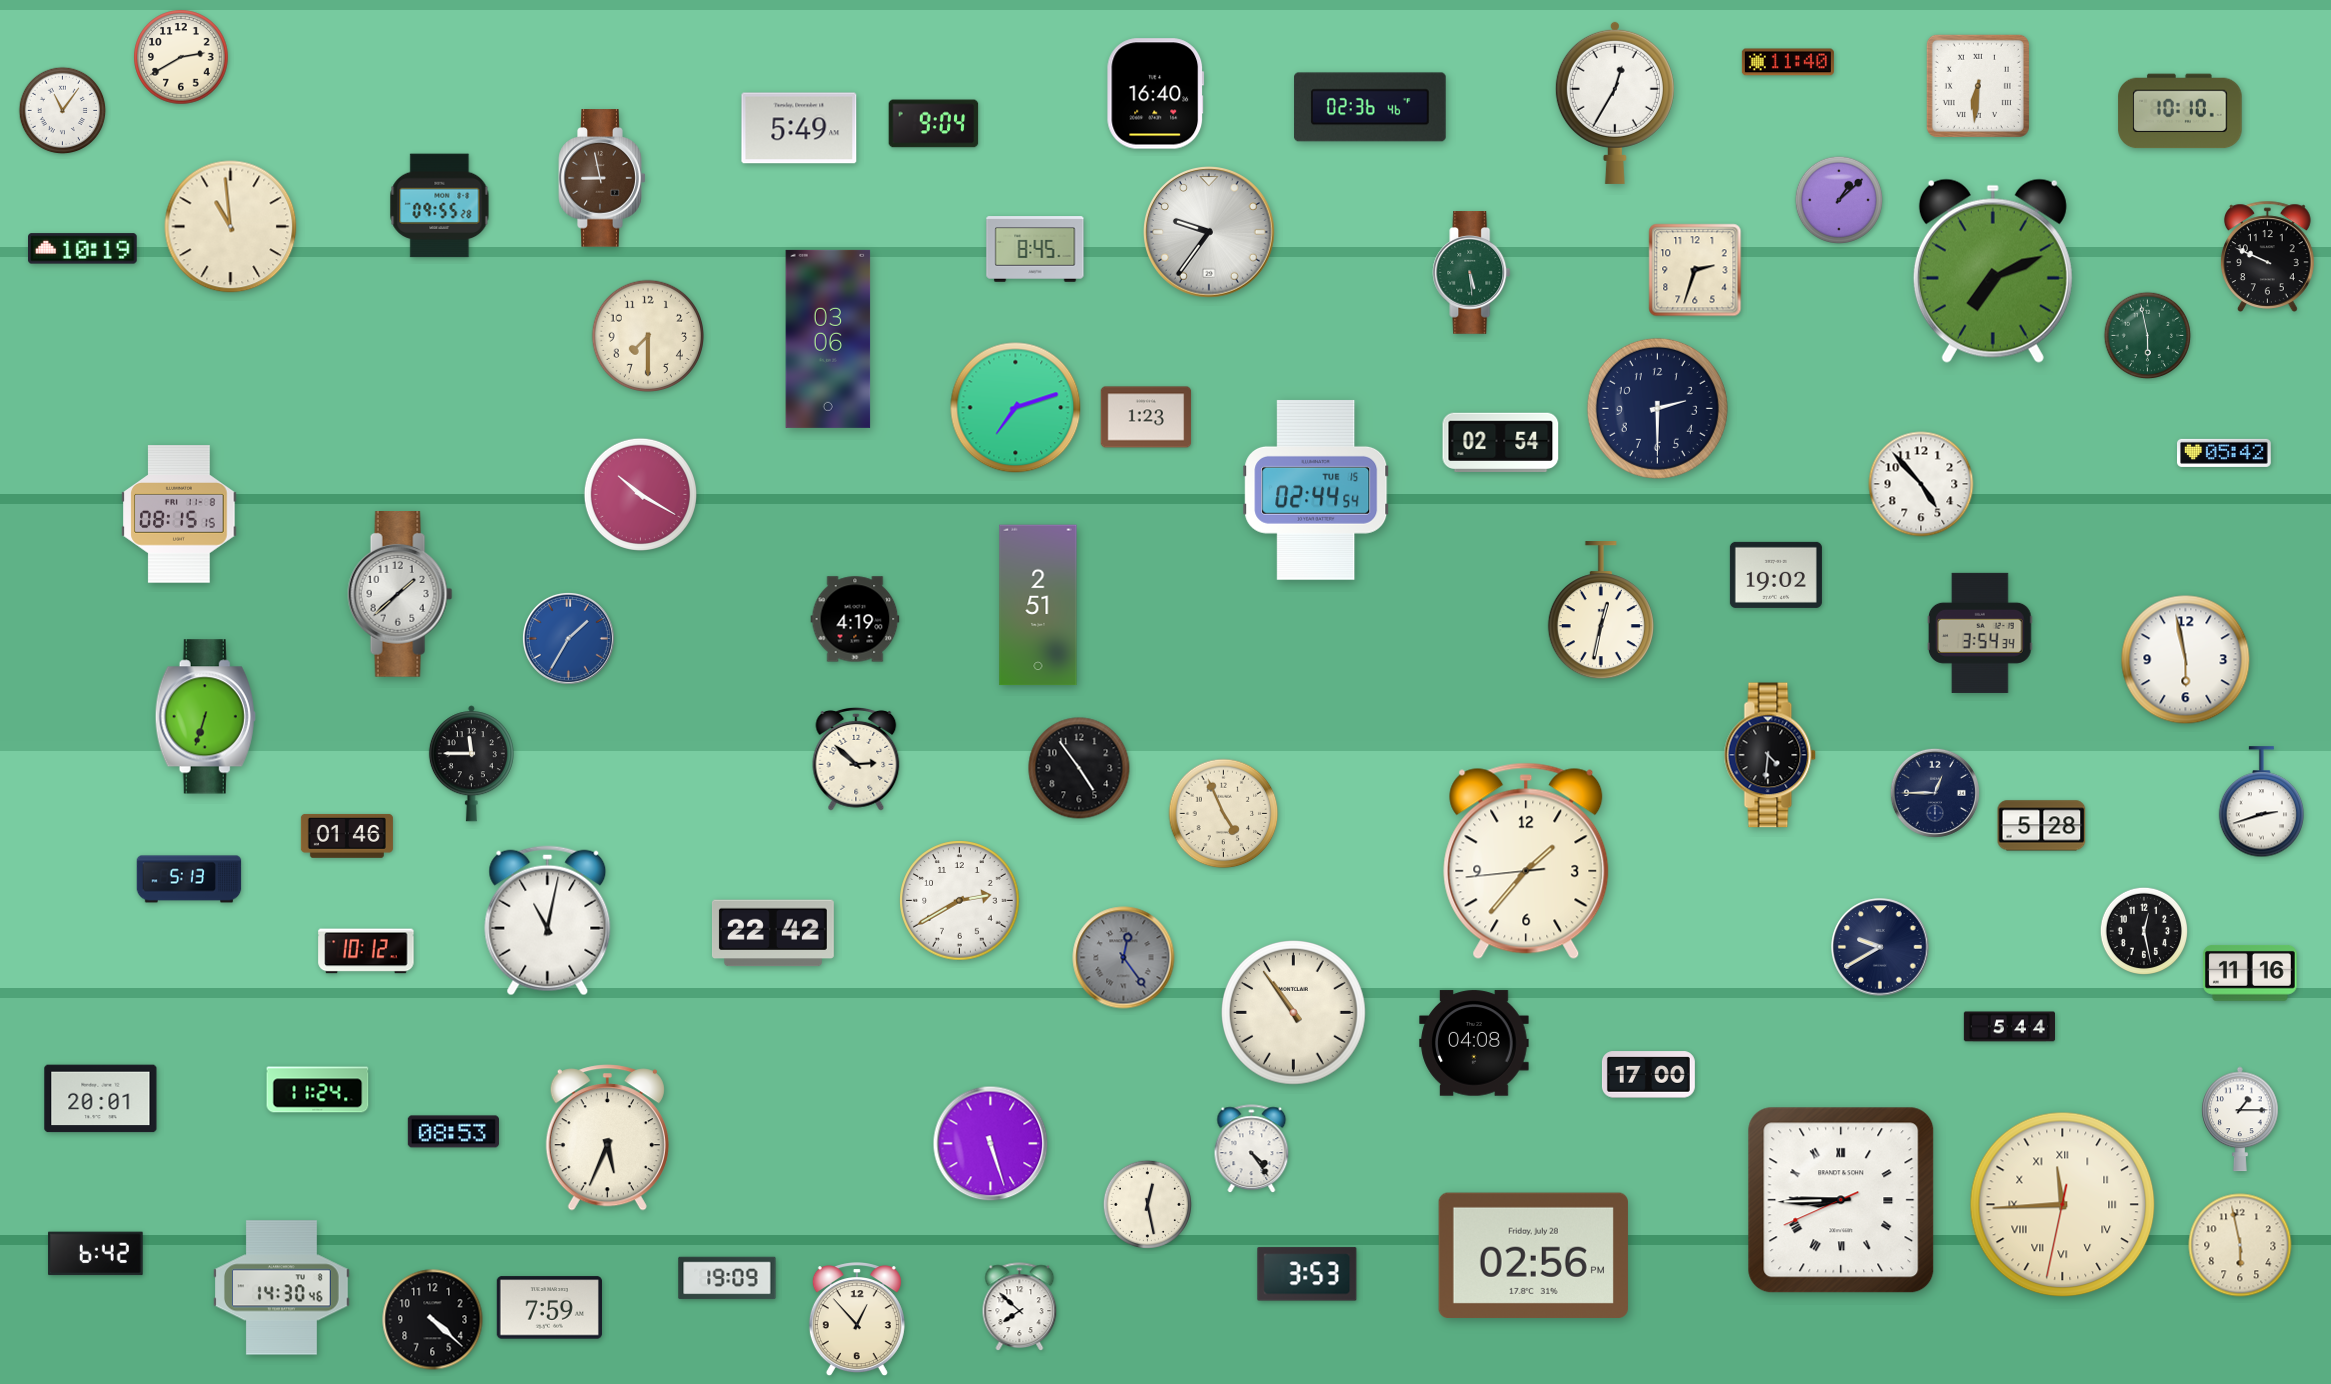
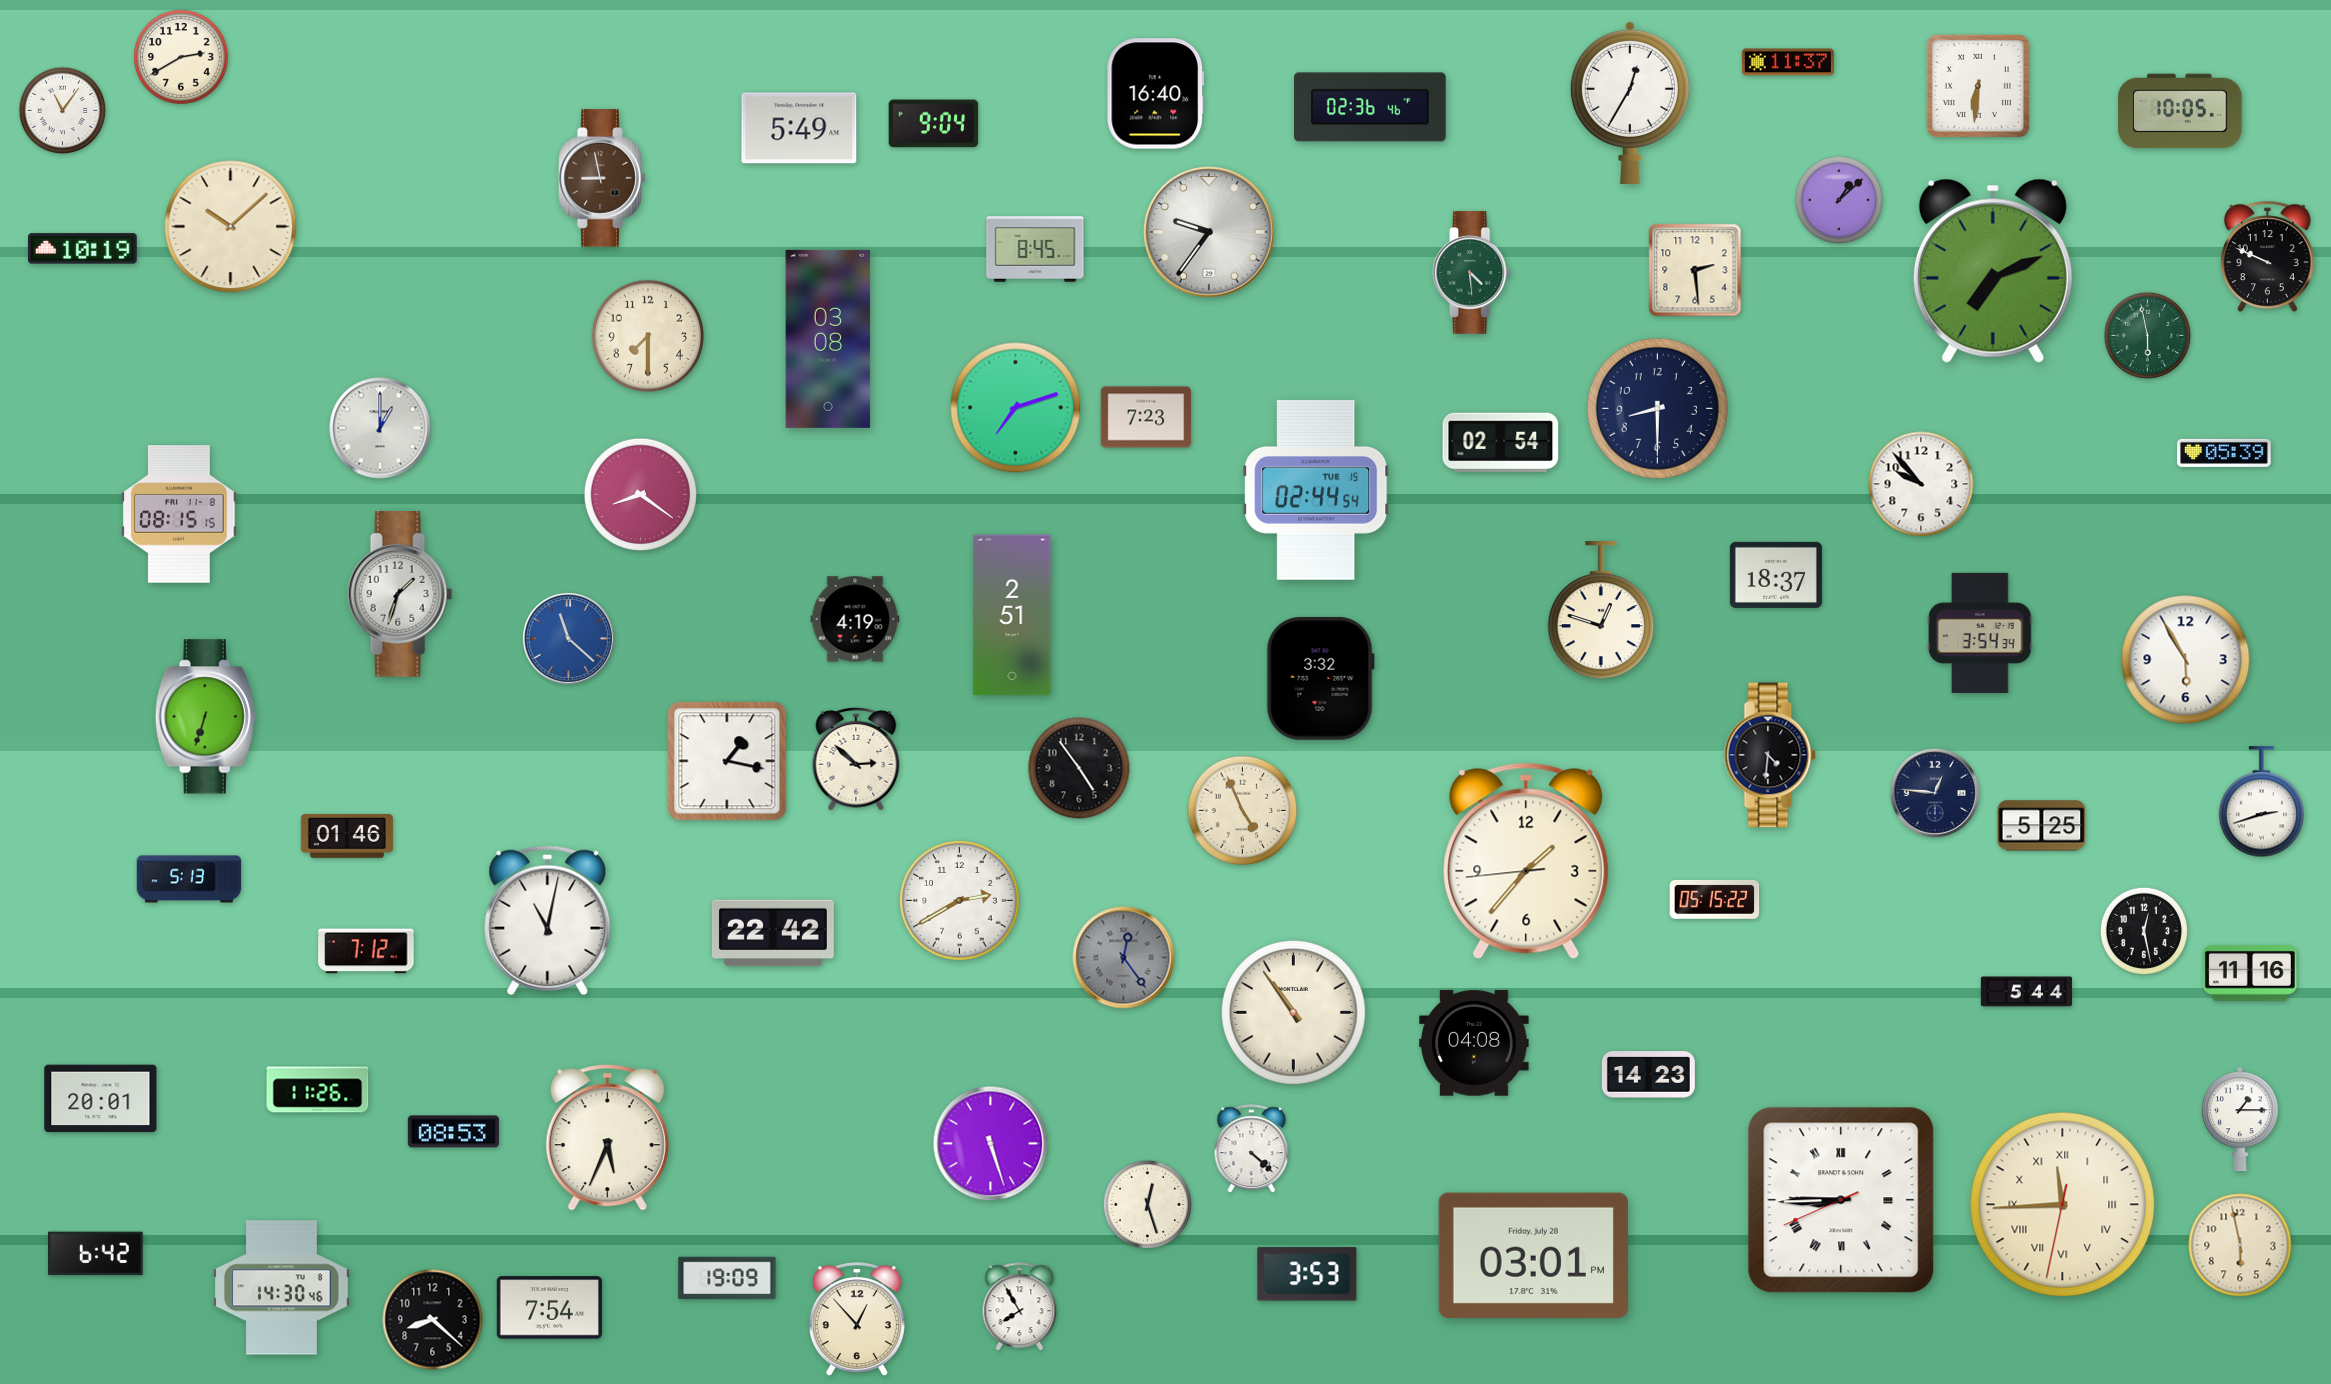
clock at (1788, 62): 11:40 -> 11:37
clock at (1615, 102) position: (1615, 102) -> (1630, 102)
clock at (2180, 111): 10:10 -> 10:05
clock at (440, 206): 09:55 -> none
clock at (231, 227): 10:59 -> 10:08
clock at (1695, 270): 2:33 -> 2:29
clock at (1472, 273): 5:29 -> 4:29
clock at (828, 339): 03:06 -> 03:08
clock at (1657, 408): 2:30 -> 8:30
clock at (1146, 417): 1:23 -> 7:23
clock at (380, 428): none -> 1:00
clock at (2225, 453): 05:42 -> 05:39
clock at (1921, 484): 4:53 -> 9:53
clock at (640, 494): 10:20 -> 8:21
clock at (1776, 575): 19:02 -> 18:37
clock at (400, 595): 1:38 -> 1:33
clock at (1038, 605) position: (1038, 605) -> (1012, 615)
clock at (1601, 611): 12:32 -> 12:48
clock at (568, 638): 1:35 -> 11:22
clock at (2186, 660): 5:58 -> 5:55
clock at (1320, 678): none -> 3:32
clock at (727, 761): none -> 1:17
clock at (471, 764): 11:45 -> none
clock at (1935, 793): 12:45 -> 12:46
clock at (1224, 814) position: (1224, 814) -> (1243, 811)
clock at (2042, 826): 5:28 -> 5:25
clock at (1715, 899): none -> 05:15
clock at (1880, 947): 9:40 -> none
clock at (366, 951): 10:12 -> 7:12
clock at (2009, 1027) position: (2009, 1027) -> (2026, 992)
clock at (1648, 1075): 17:00 -> 14:23
clock at (318, 1090): 11:24 -> 11:26
clock at (1252, 1149): 4:24 -> 4:22
clock at (1147, 1204): 12:28 -> 12:27
clock at (1533, 1255): 02:56 -> 03:01
clock at (1020, 1307): 7:52 -> 7:55
clock at (549, 1308): 7:59 -> 7:54
clock at (433, 1320): 4:22 -> 8:22
